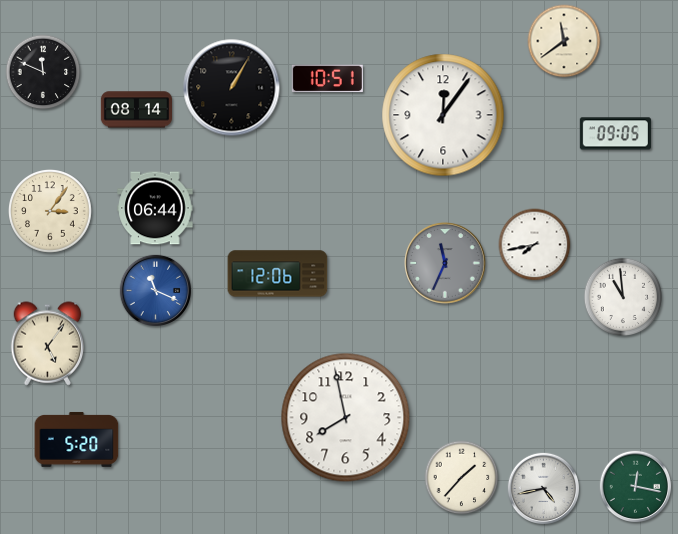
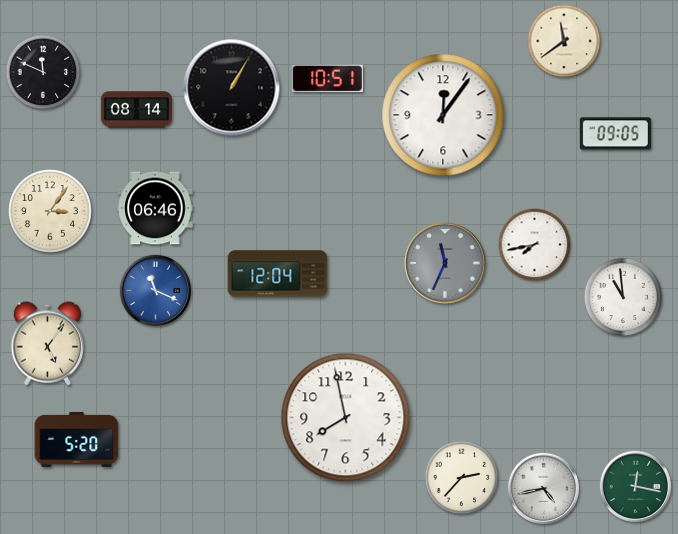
clock at (155, 208): 06:44 -> 06:46
clock at (278, 274): 12:06 -> 12:04
clock at (462, 478): 1:37 -> 2:37
